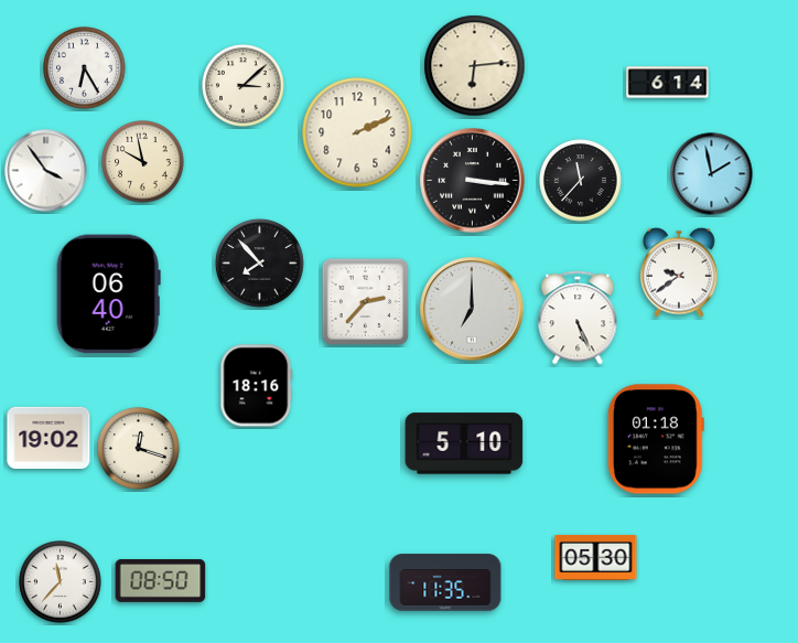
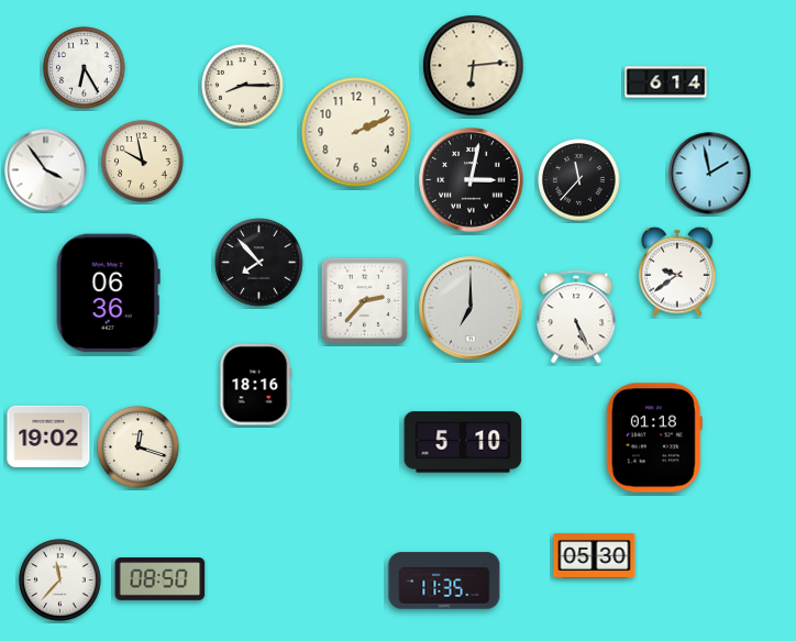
clock at (244, 86): 3:08 -> 8:15
clock at (473, 181): 3:16 -> 3:02
clock at (108, 294): 06:40 -> 06:36
